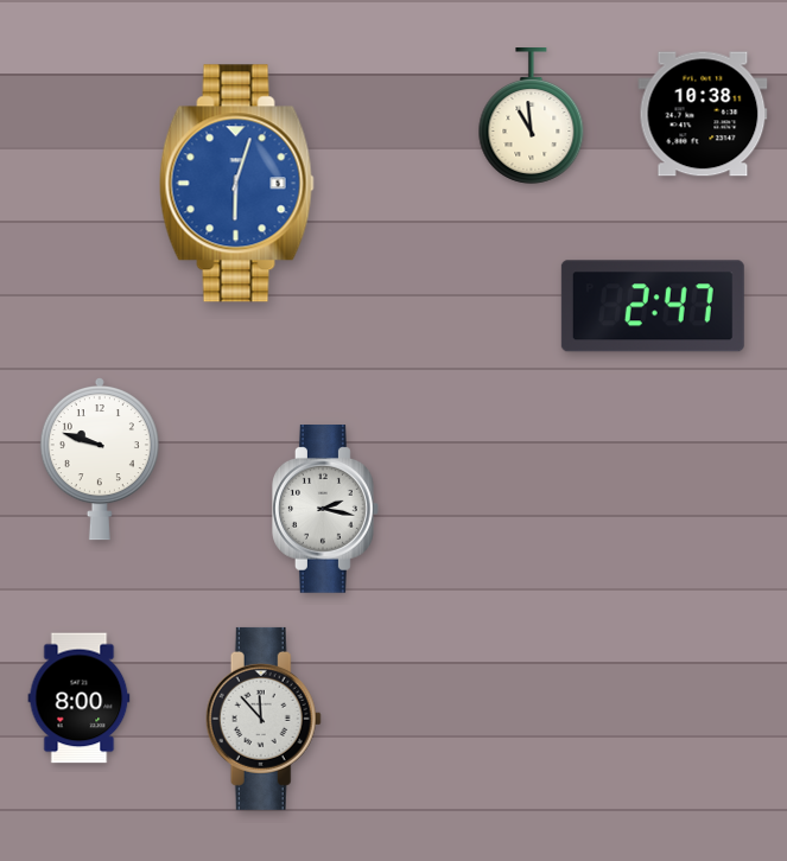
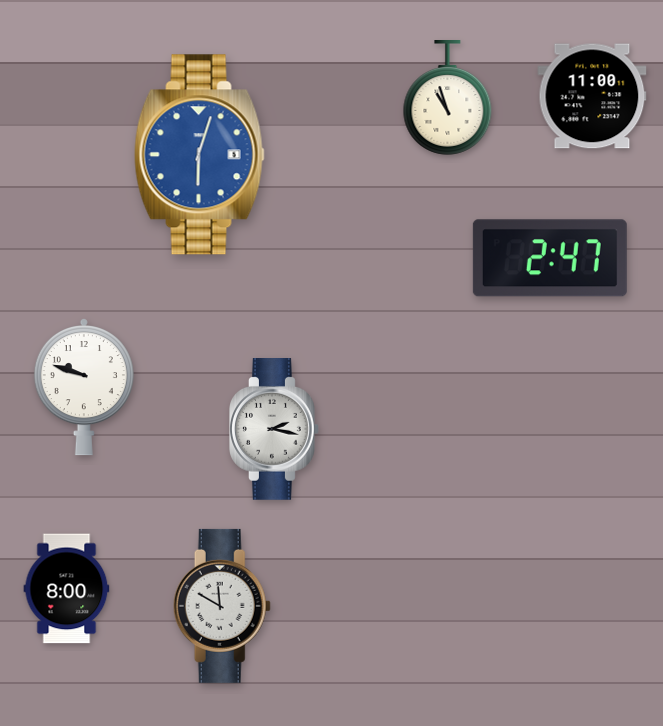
clock at (703, 114): 10:38 -> 11:00
clock at (532, 116): 10:59 -> 10:57
clock at (264, 719): 11:53 -> 11:50
